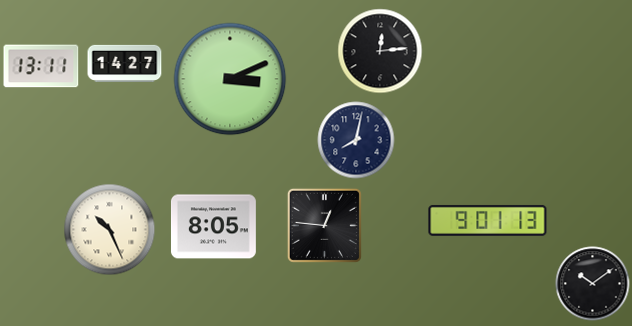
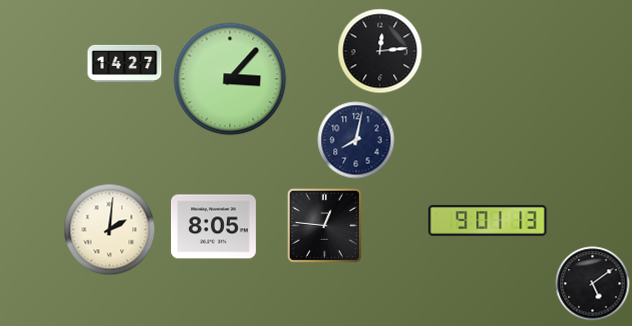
clock at (41, 66): 13:11 -> none
clock at (230, 79): 3:11 -> 3:07
clock at (110, 230): 10:26 -> 2:01
clock at (593, 284): 10:09 -> 5:09
